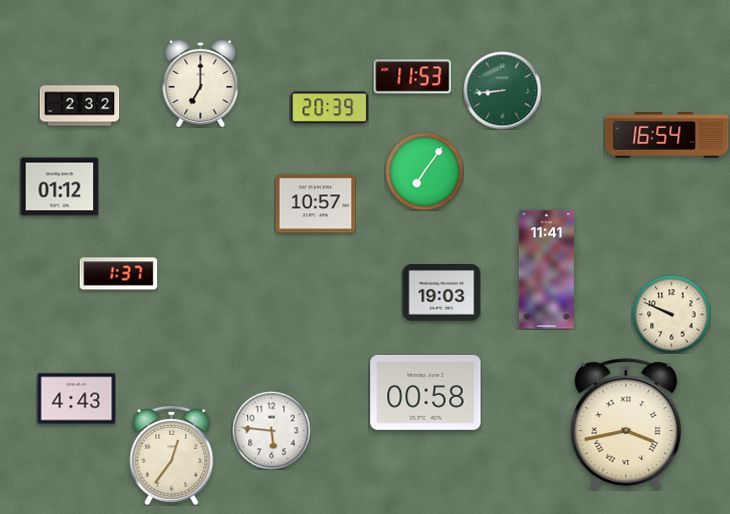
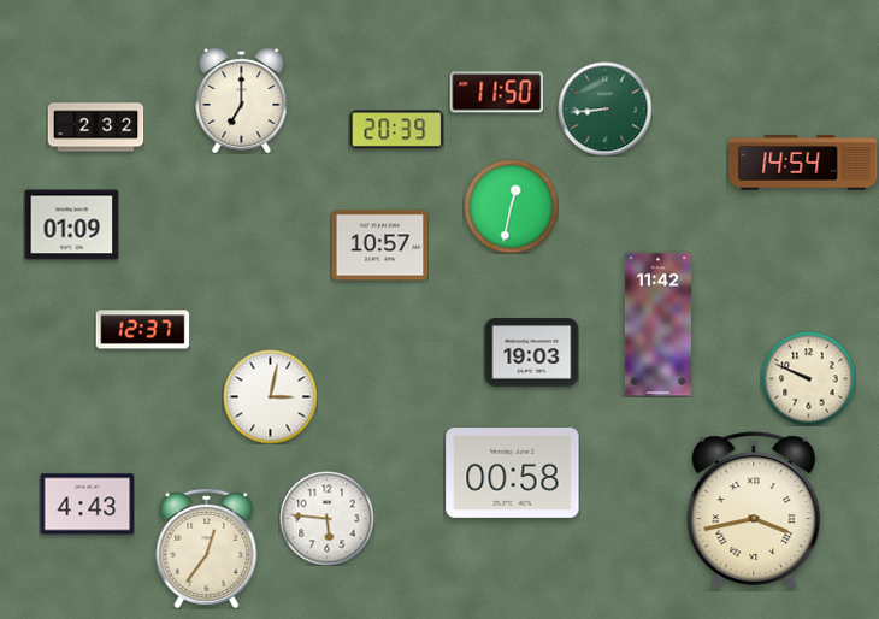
clock at (412, 77): 11:53 -> 11:50
clock at (667, 135): 16:54 -> 14:54
clock at (424, 171): 7:06 -> 12:32
clock at (59, 187): 01:12 -> 01:09
clock at (546, 270): 11:41 -> 11:42
clock at (118, 274): 1:37 -> 12:37
clock at (270, 396): none -> 3:02
clock at (76, 399) position: (76, 399) -> (87, 505)
